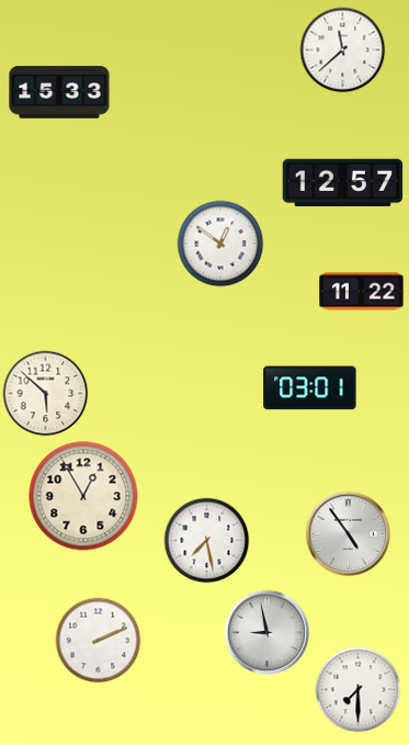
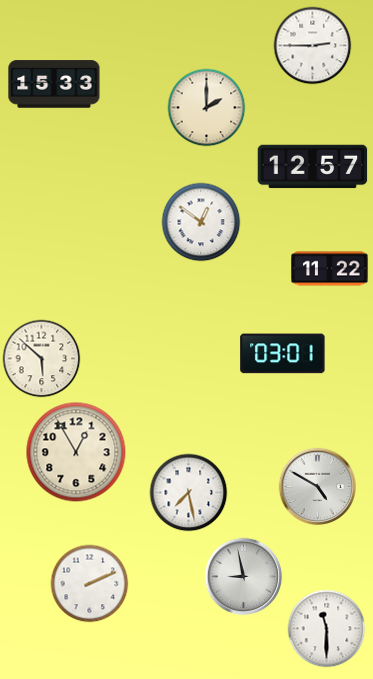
clock at (342, 49): 11:38 -> 2:45
clock at (206, 107): none -> 2:00
clock at (362, 292) position: (362, 292) -> (330, 269)
clock at (348, 533): 4:54 -> 4:50
clock at (357, 689): 7:30 -> 11:30
